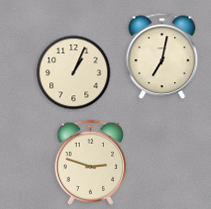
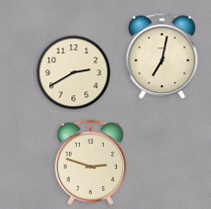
clock at (74, 73): 1:04 -> 2:40
